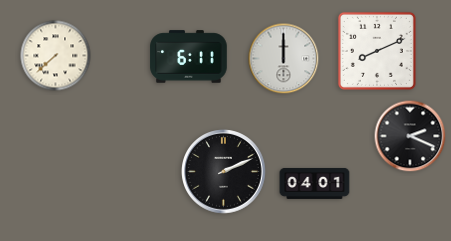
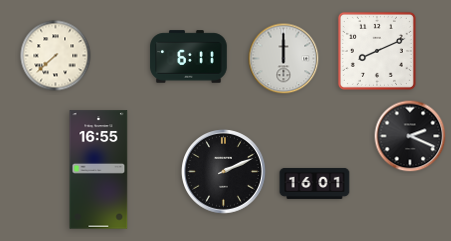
clock at (99, 170): none -> 16:55
clock at (315, 183): 04:01 -> 16:01
